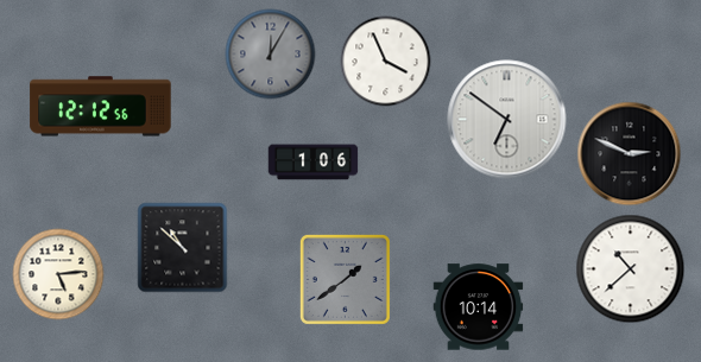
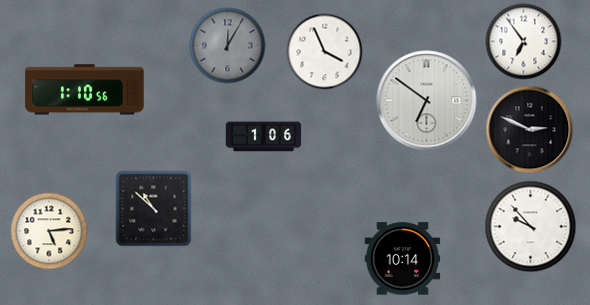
clock at (524, 42): none -> 6:54
clock at (101, 107): 12:12 -> 1:10
clock at (631, 269): 10:38 -> 9:53
clock at (345, 279): 1:39 -> none
